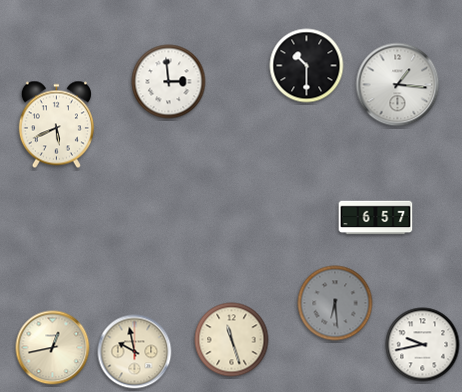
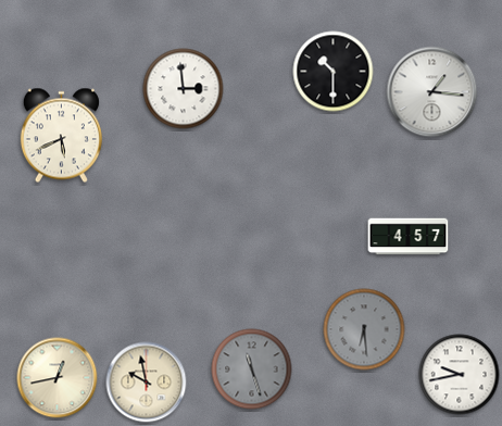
clock at (376, 218): 6:57 -> 4:57
clock at (232, 340) dial: cream -> grey
